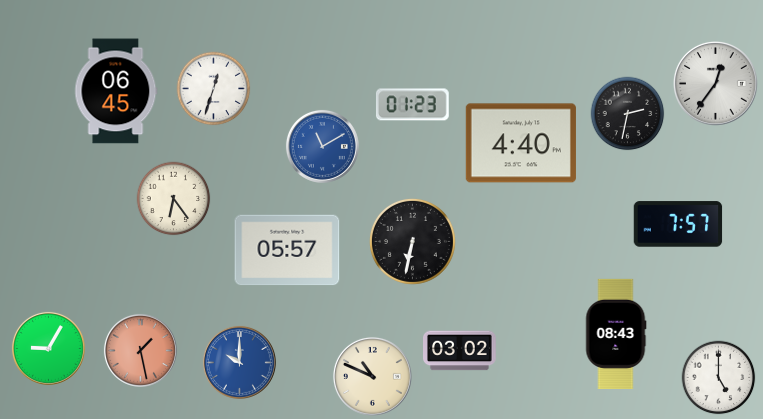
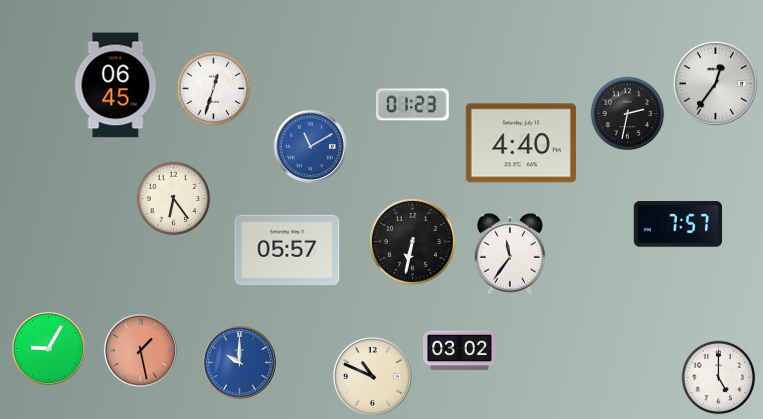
clock at (116, 91) position: (116, 91) -> (116, 85)
clock at (322, 146) position: (322, 146) -> (310, 146)
clock at (510, 254): none -> 11:36
clock at (616, 334): 08:43 -> none
